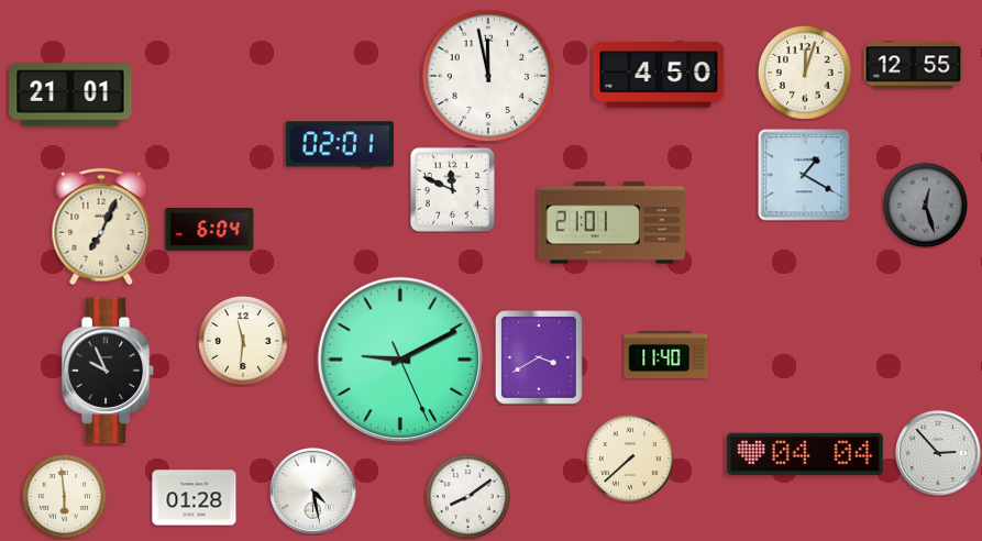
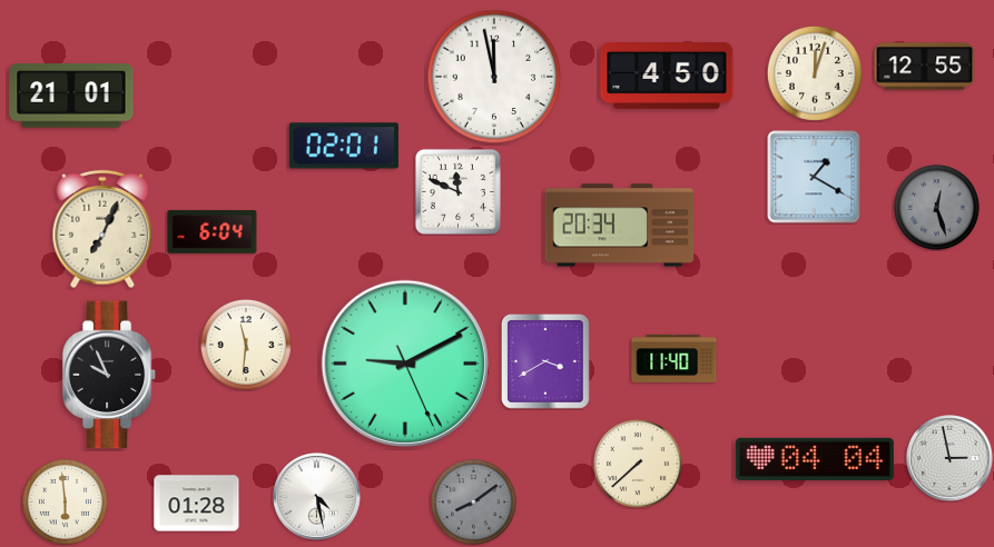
clock at (613, 223): 21:01 -> 20:34
clock at (938, 453): 2:53 -> 2:58
clock at (467, 496) dial: white -> grey
